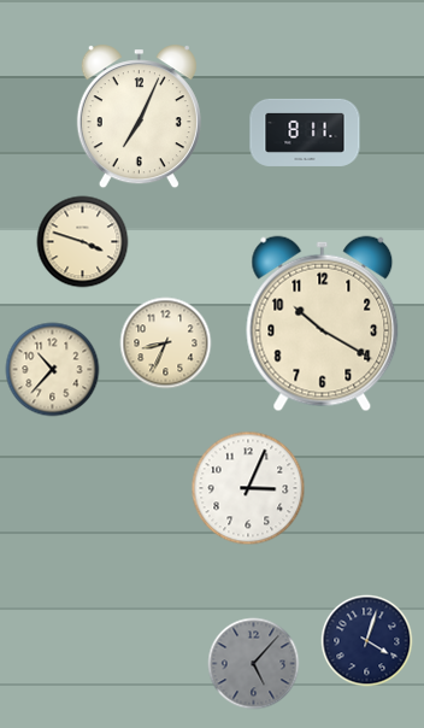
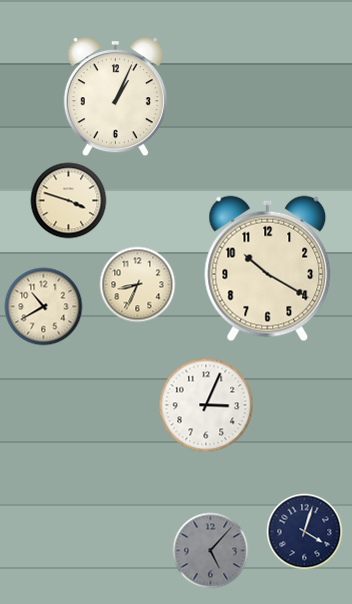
clock at (139, 117): 7:04 -> 1:04
clock at (305, 133): 8:11 -> none
clock at (53, 370): 10:37 -> 10:40
